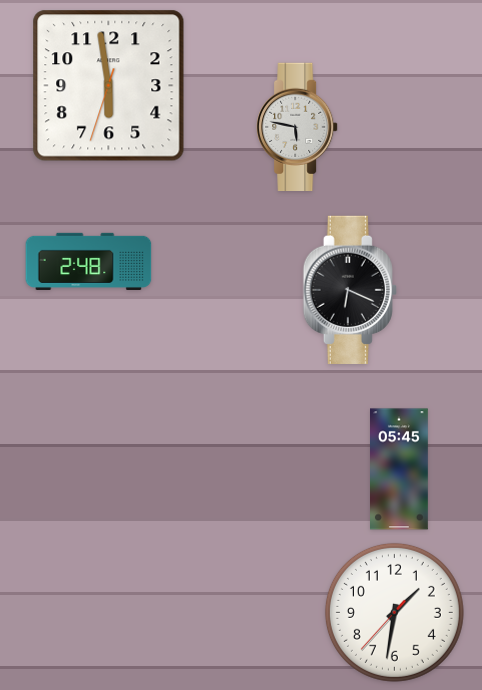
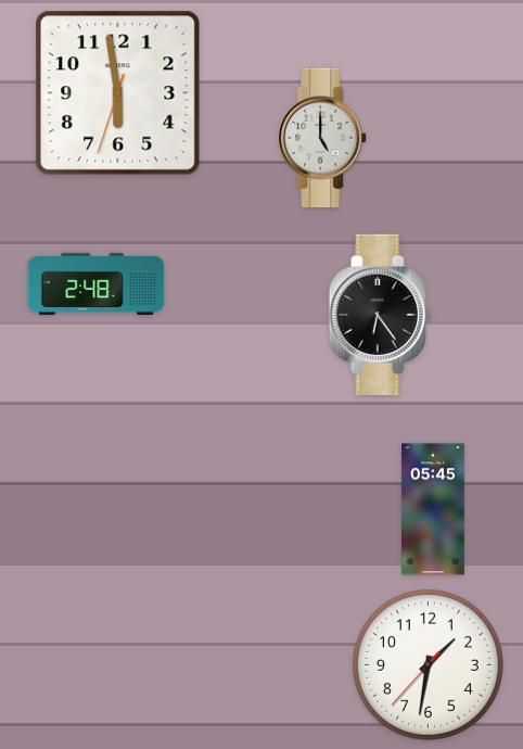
clock at (297, 126): 5:47 -> 5:00
clock at (350, 289): 6:19 -> 6:24
